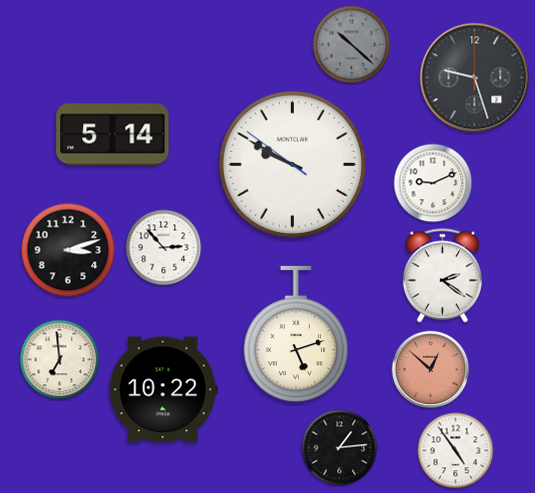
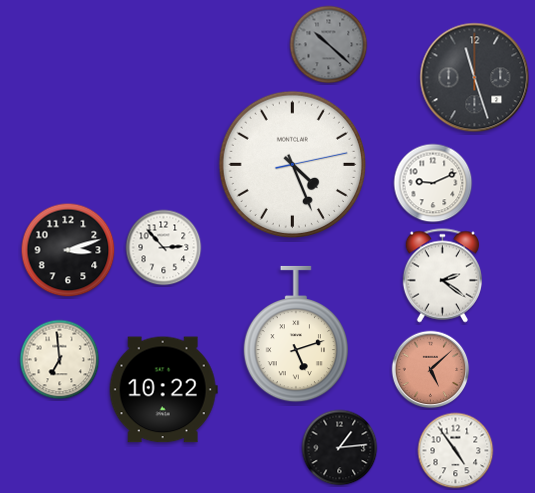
clock at (352, 45) position: (352, 45) -> (329, 45)
clock at (475, 78): 9:27 -> 11:27
clock at (113, 135): 5:14 -> none
clock at (292, 164): 9:49 -> 4:26
clock at (431, 370): 12:52 -> 5:08
